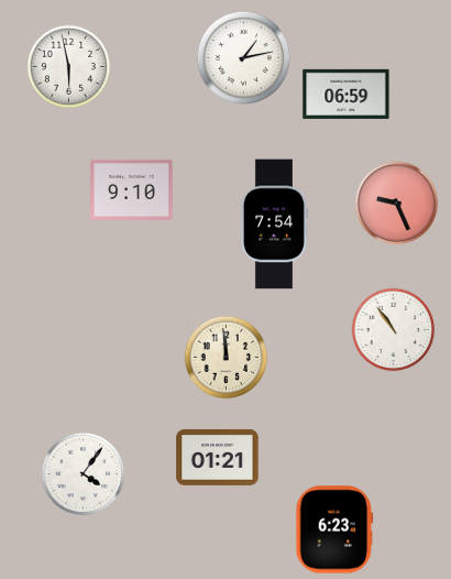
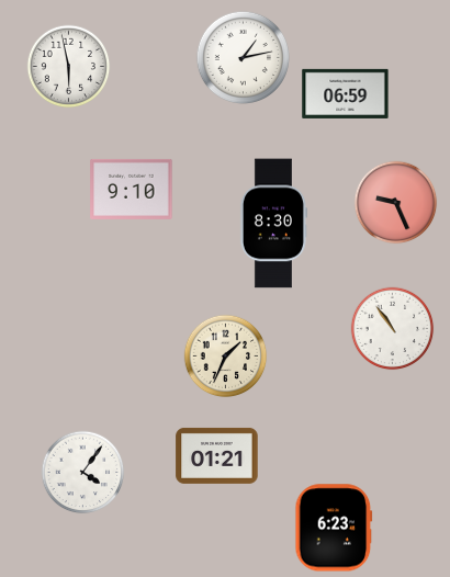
clock at (274, 225): 7:54 -> 8:30
clock at (227, 358): 11:59 -> 1:34
